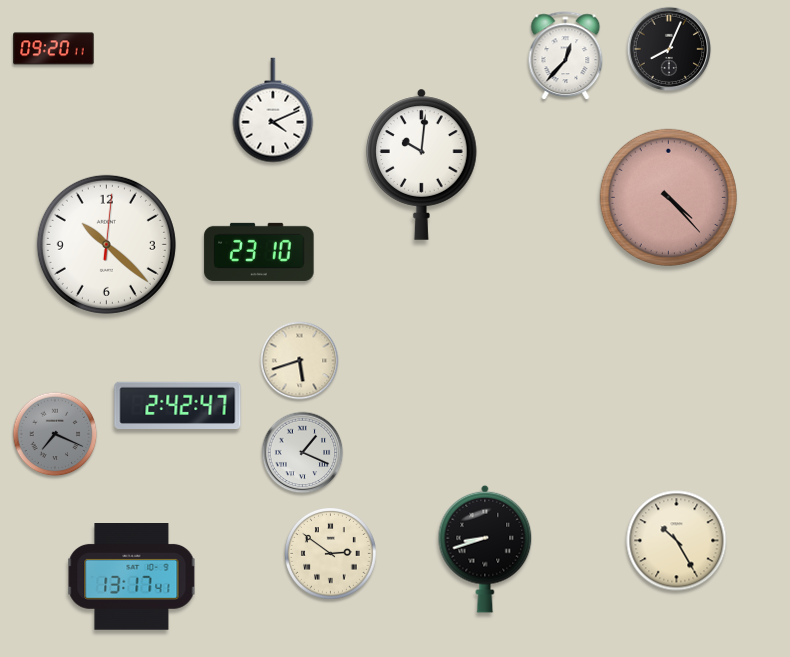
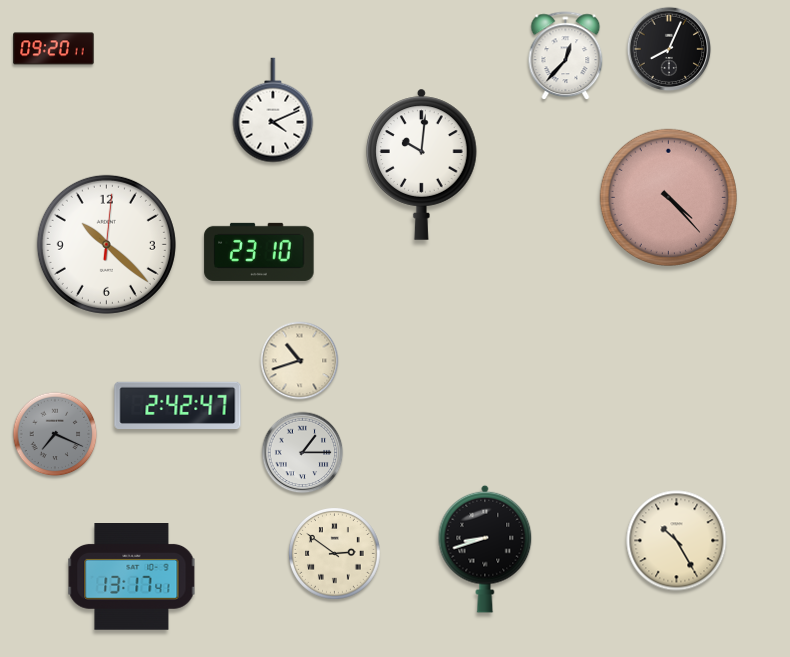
clock at (300, 361): 5:42 -> 10:42
clock at (303, 453): 1:19 -> 1:15
clock at (331, 554) position: (331, 554) -> (335, 554)
